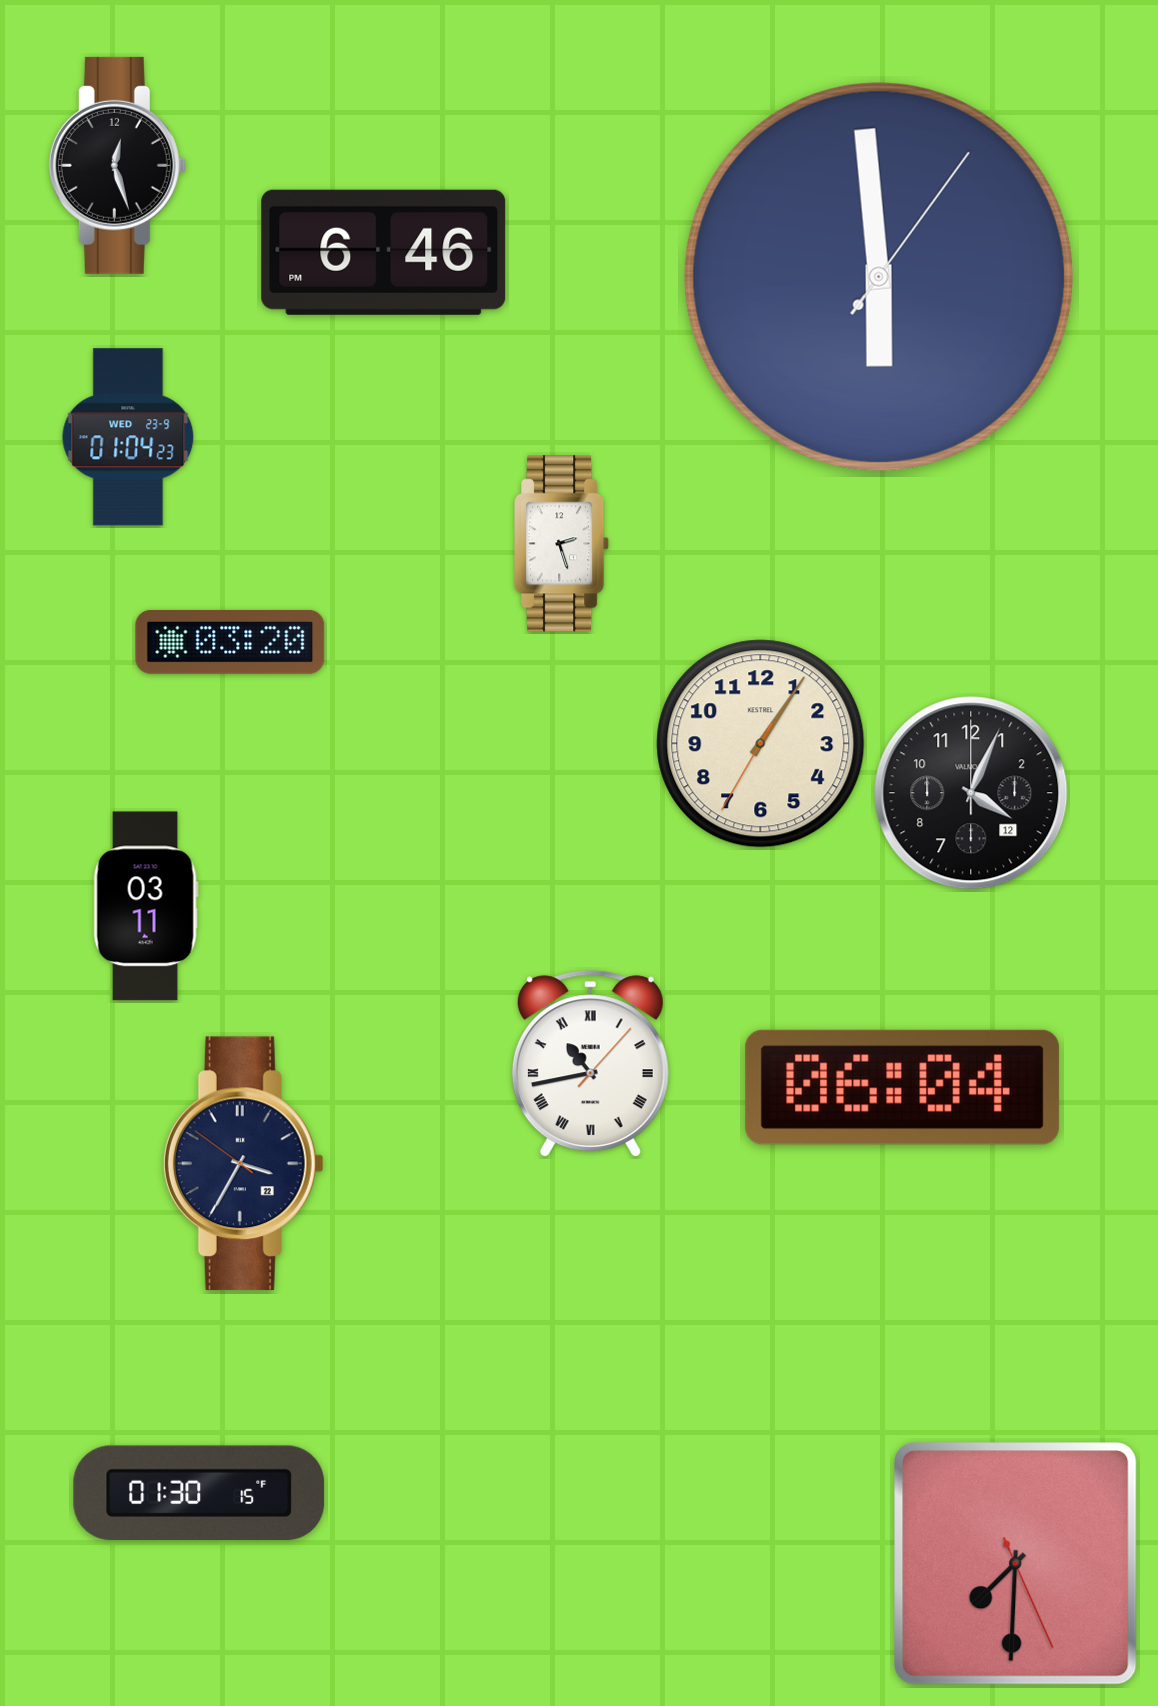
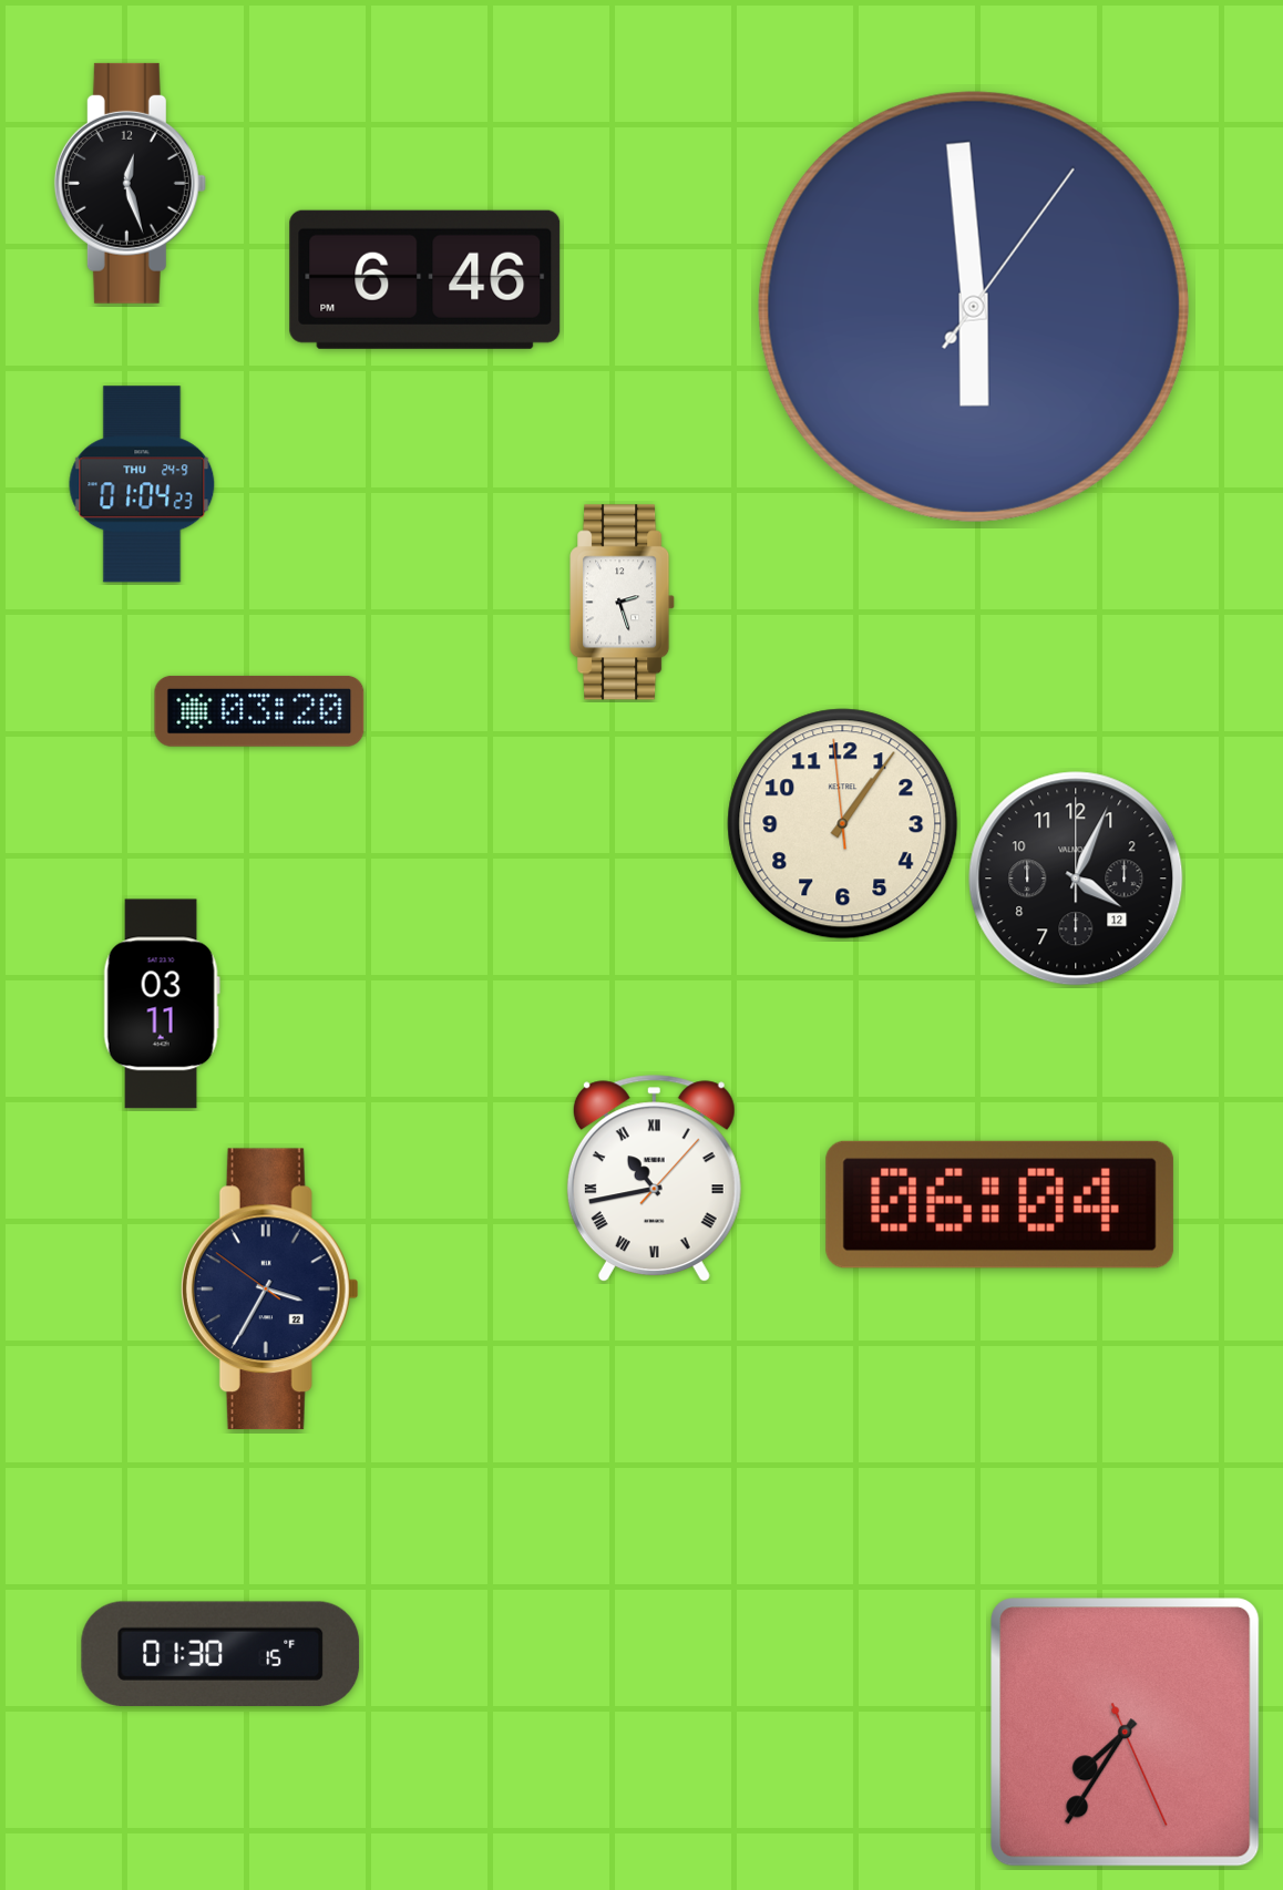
clock at (128, 437) date: WED 23-9 -> THU 24-9
clock at (230, 642) position: (230, 642) -> (259, 711)
clock at (761, 744): 1:05:35 -> 1:05:59
clock at (1016, 1564): 7:30 -> 7:35
